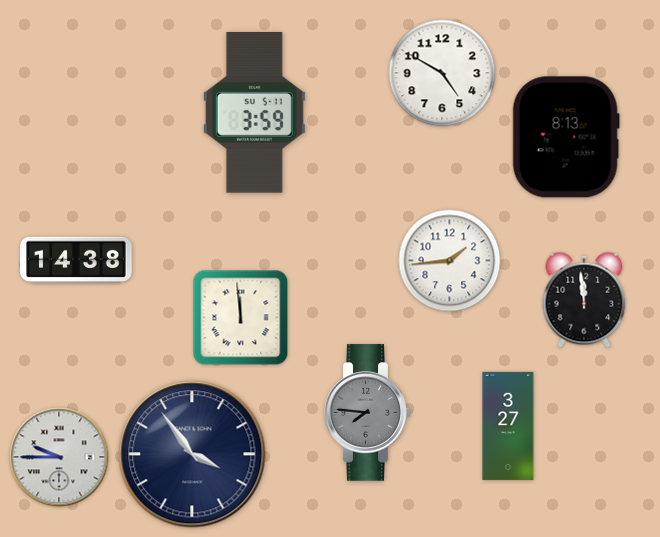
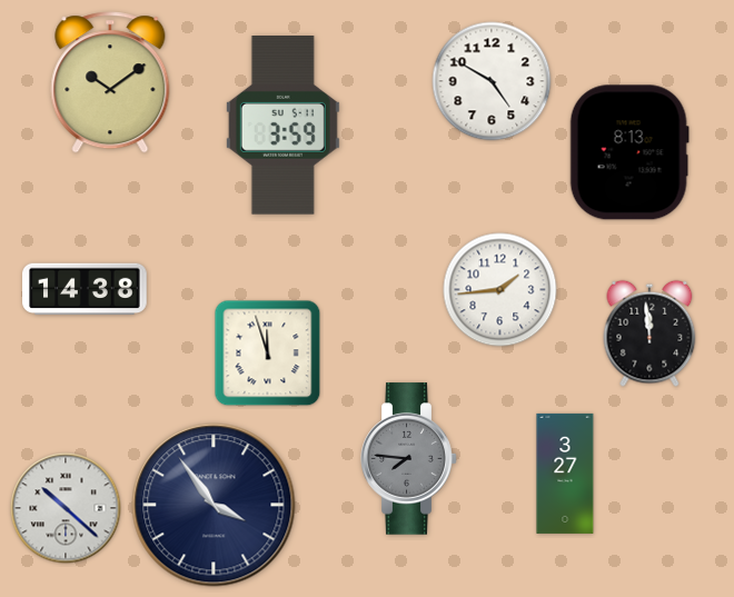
clock at (110, 82): none -> 10:09
clock at (241, 318): 11:59 -> 11:57
clock at (59, 457): 9:45 -> 10:22
